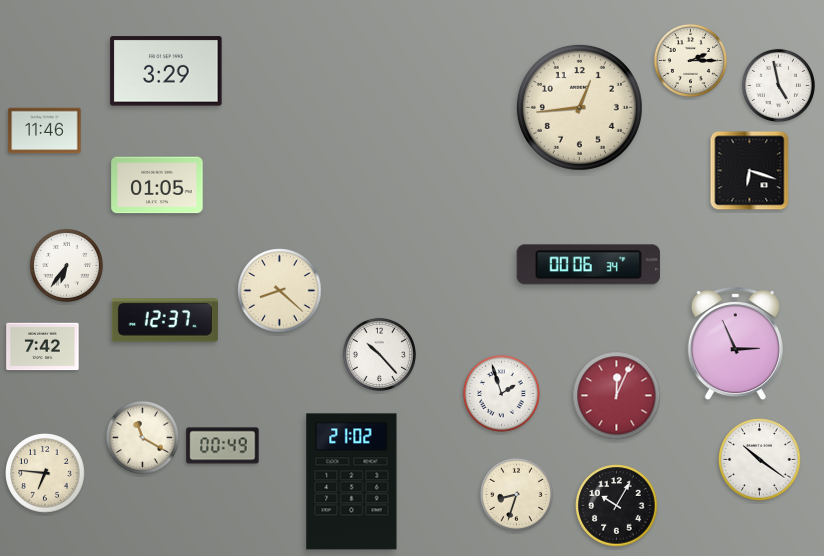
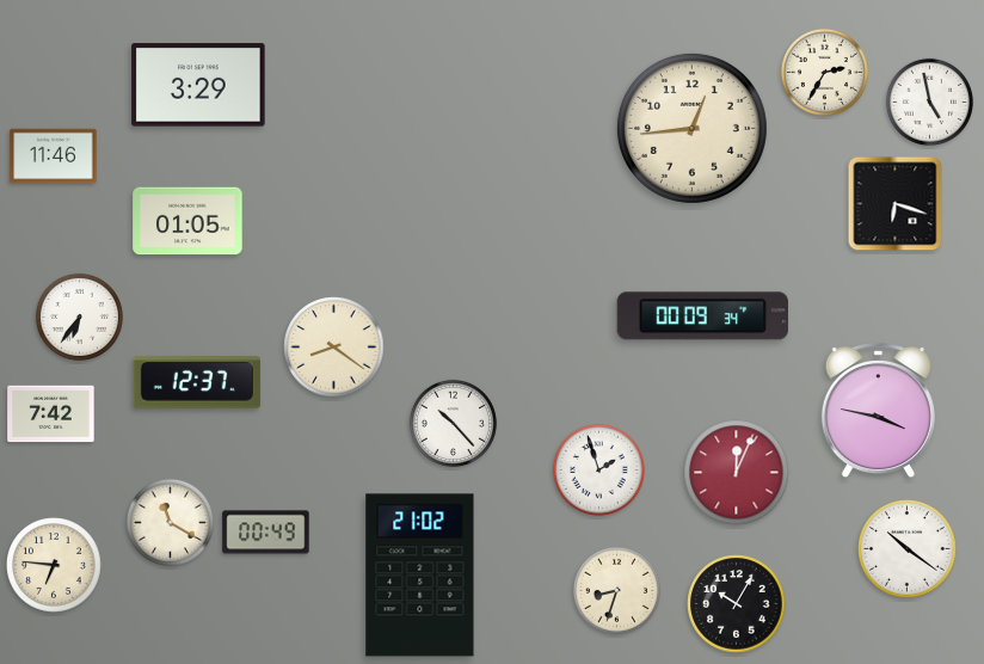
clock at (690, 60): 2:15 -> 2:35
clock at (588, 265): 00:06 -> 00:09
clock at (280, 291): 8:22 -> 8:21
clock at (735, 345): 2:56 -> 3:47
